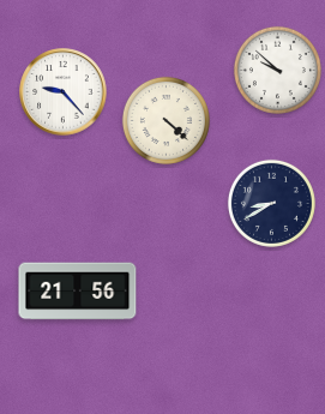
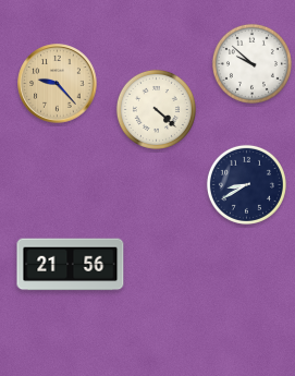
clock at (64, 92) dial: white -> champagne
clock at (165, 120) position: (165, 120) -> (156, 109)
